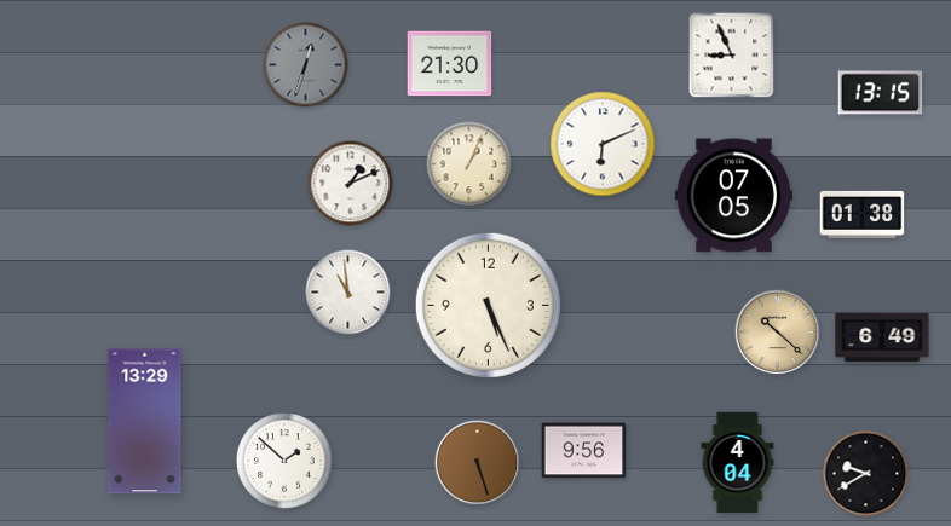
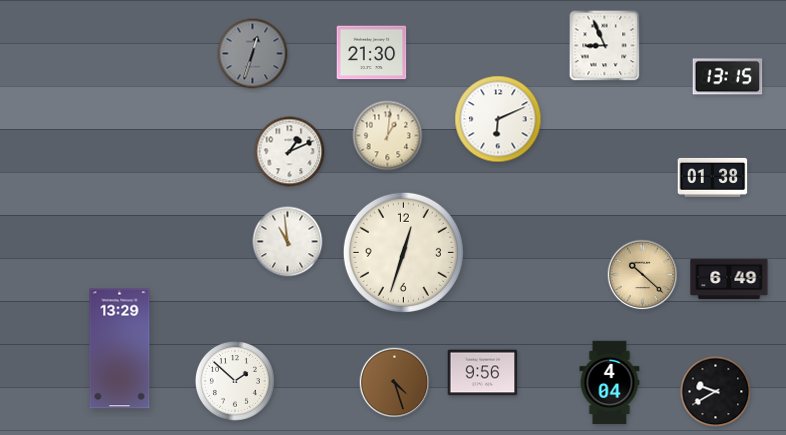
clock at (469, 164): 1:04 -> 1:01
clock at (733, 196): 07:05 -> none
clock at (488, 305): 5:26 -> 12:33
clock at (478, 463): 5:27 -> 4:27
